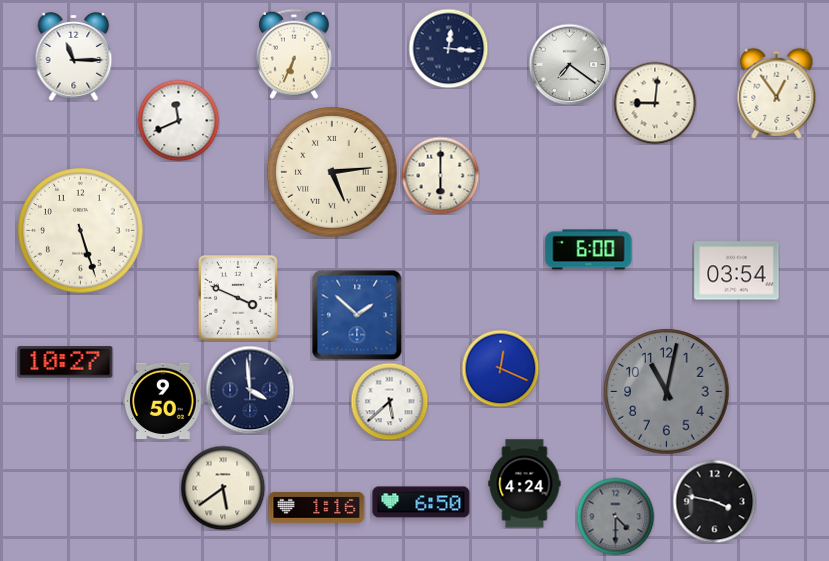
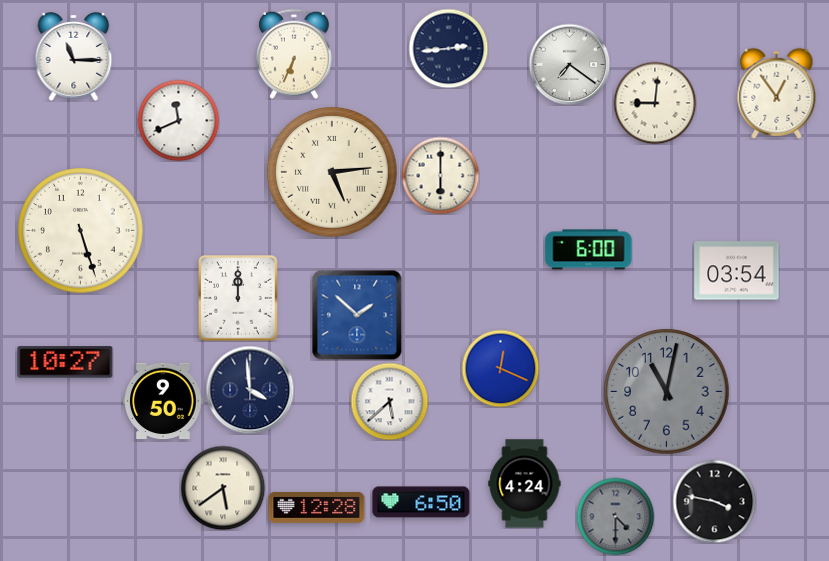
clock at (448, 48): 12:16 -> 2:44
clock at (239, 298): 3:49 -> 12:00
clock at (317, 507): 1:16 -> 12:28
